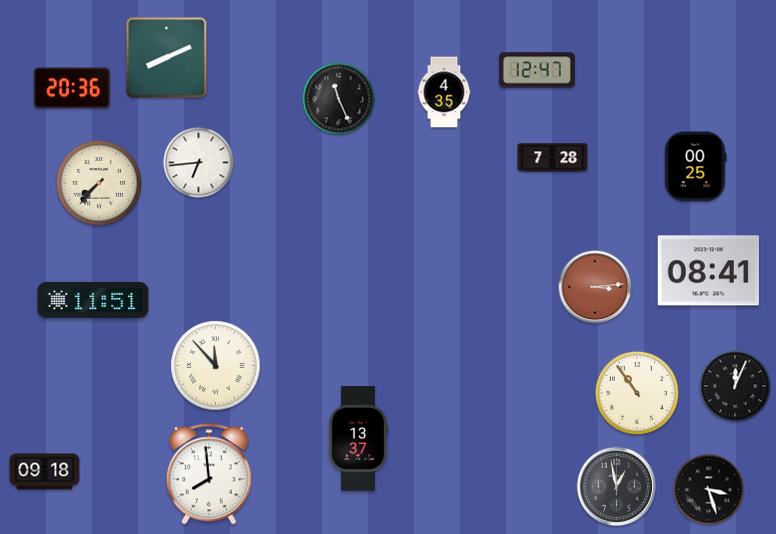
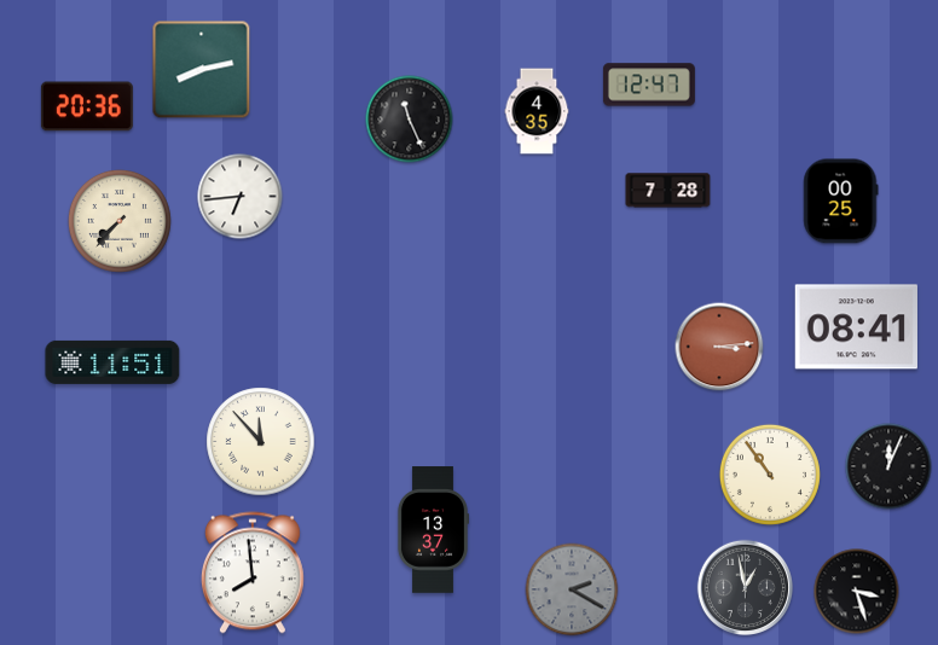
clock at (167, 58): 8:11 -> 8:13
clock at (45, 472): 09:18 -> none
clock at (572, 589): none -> 2:20
